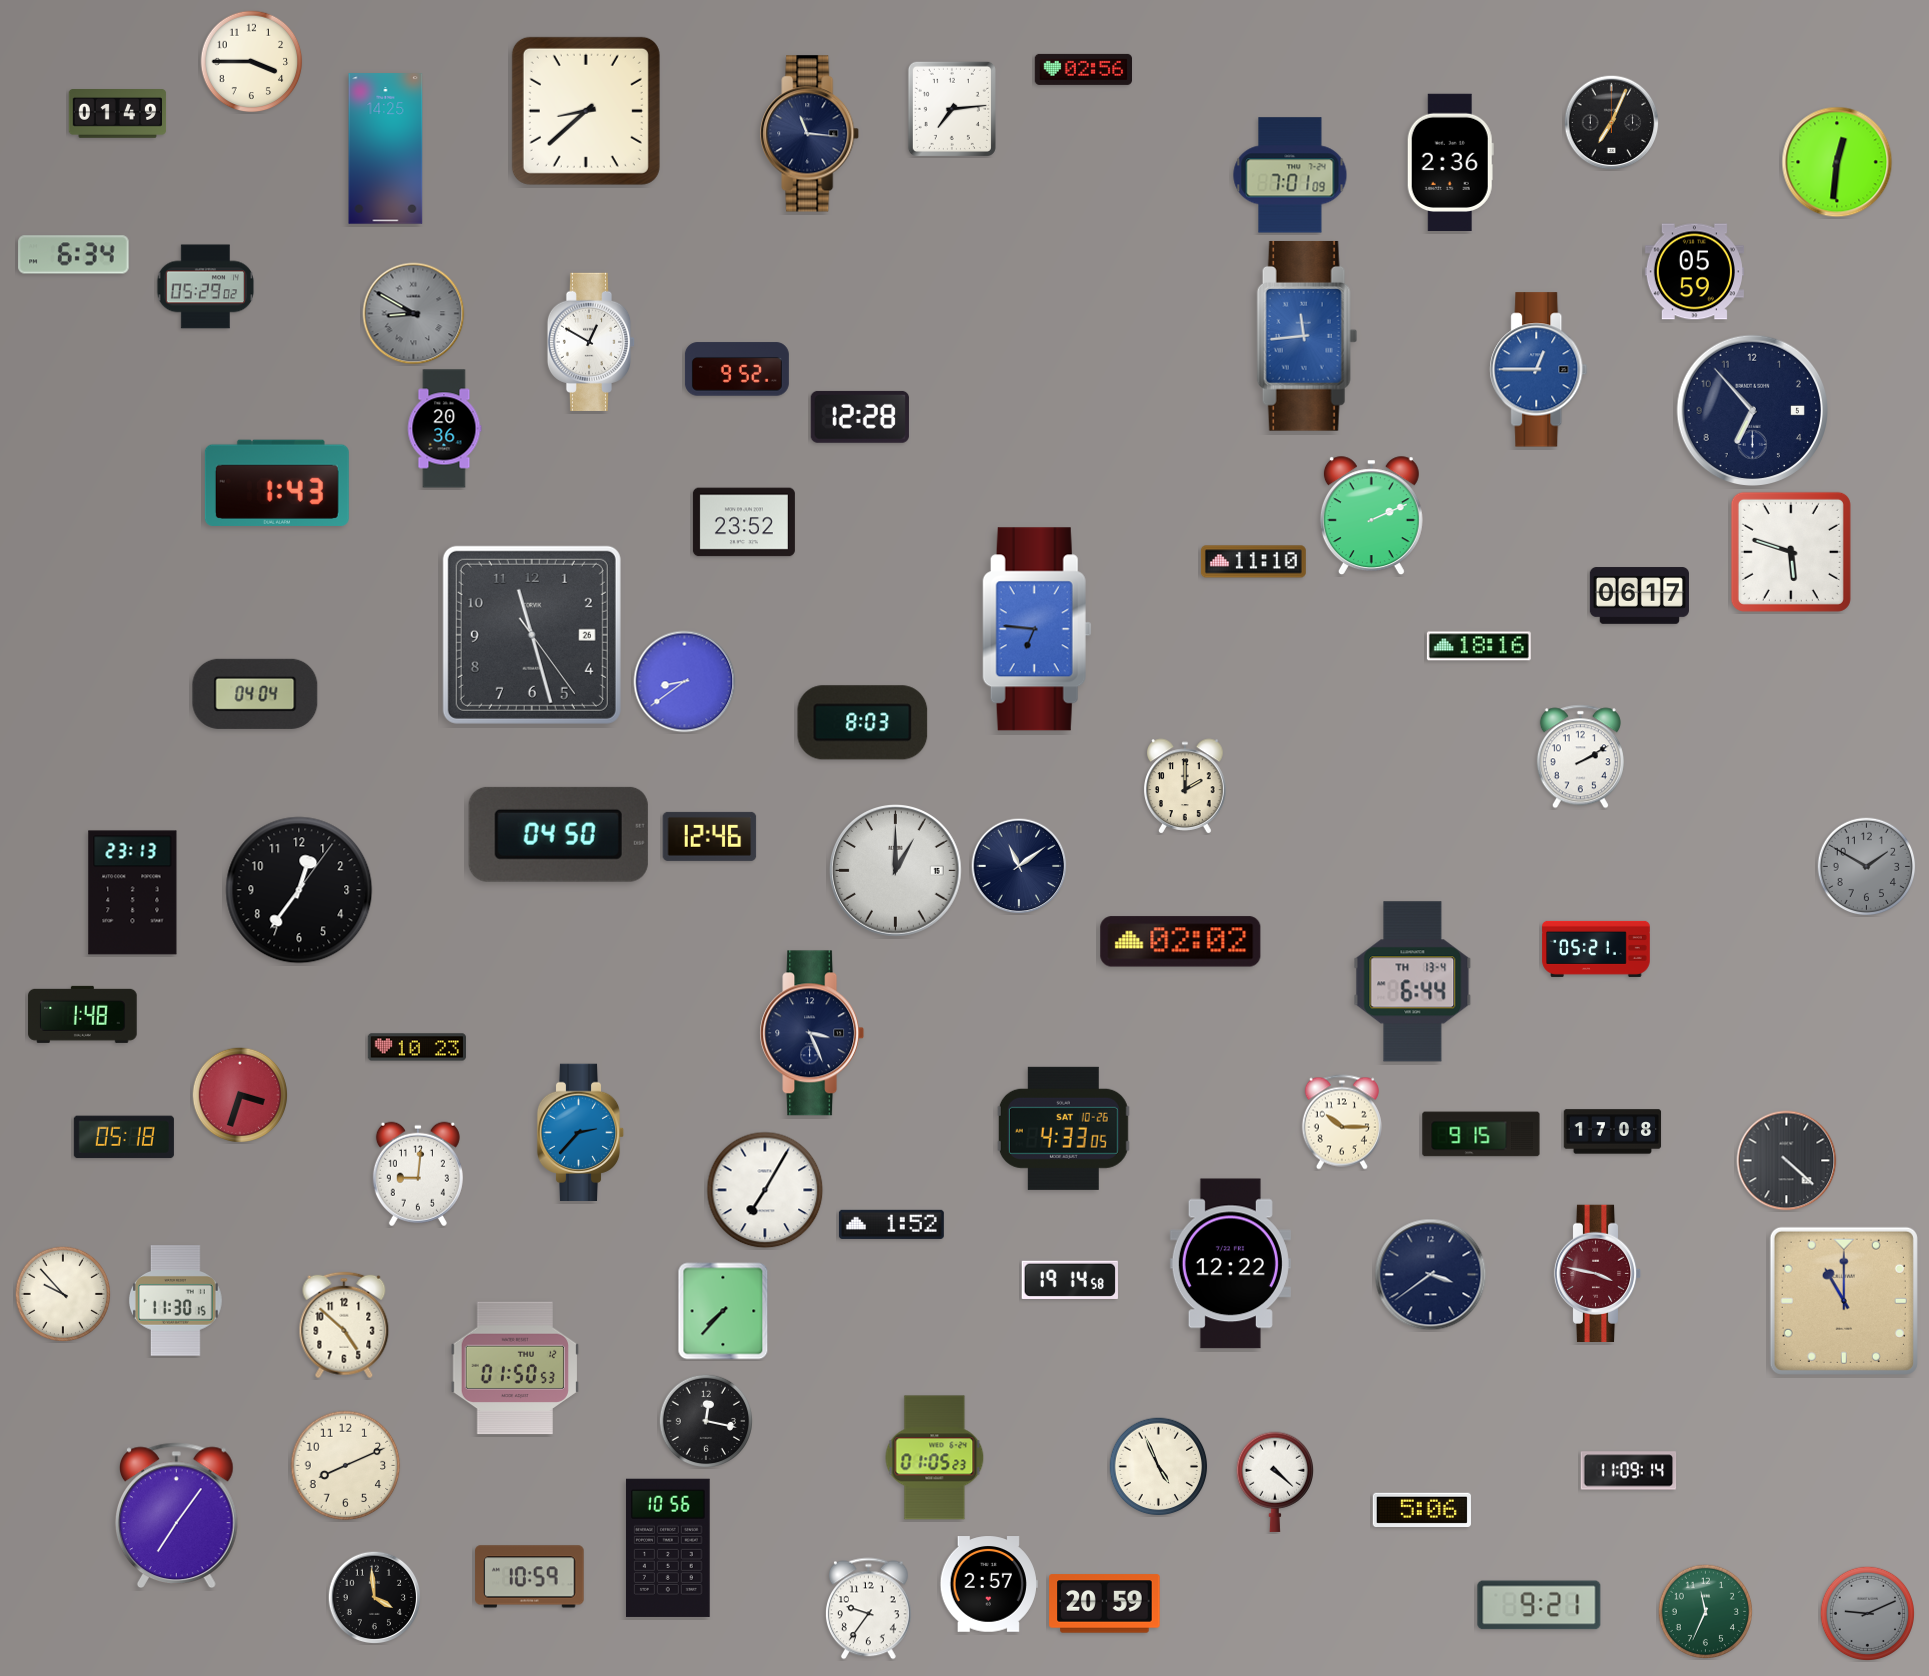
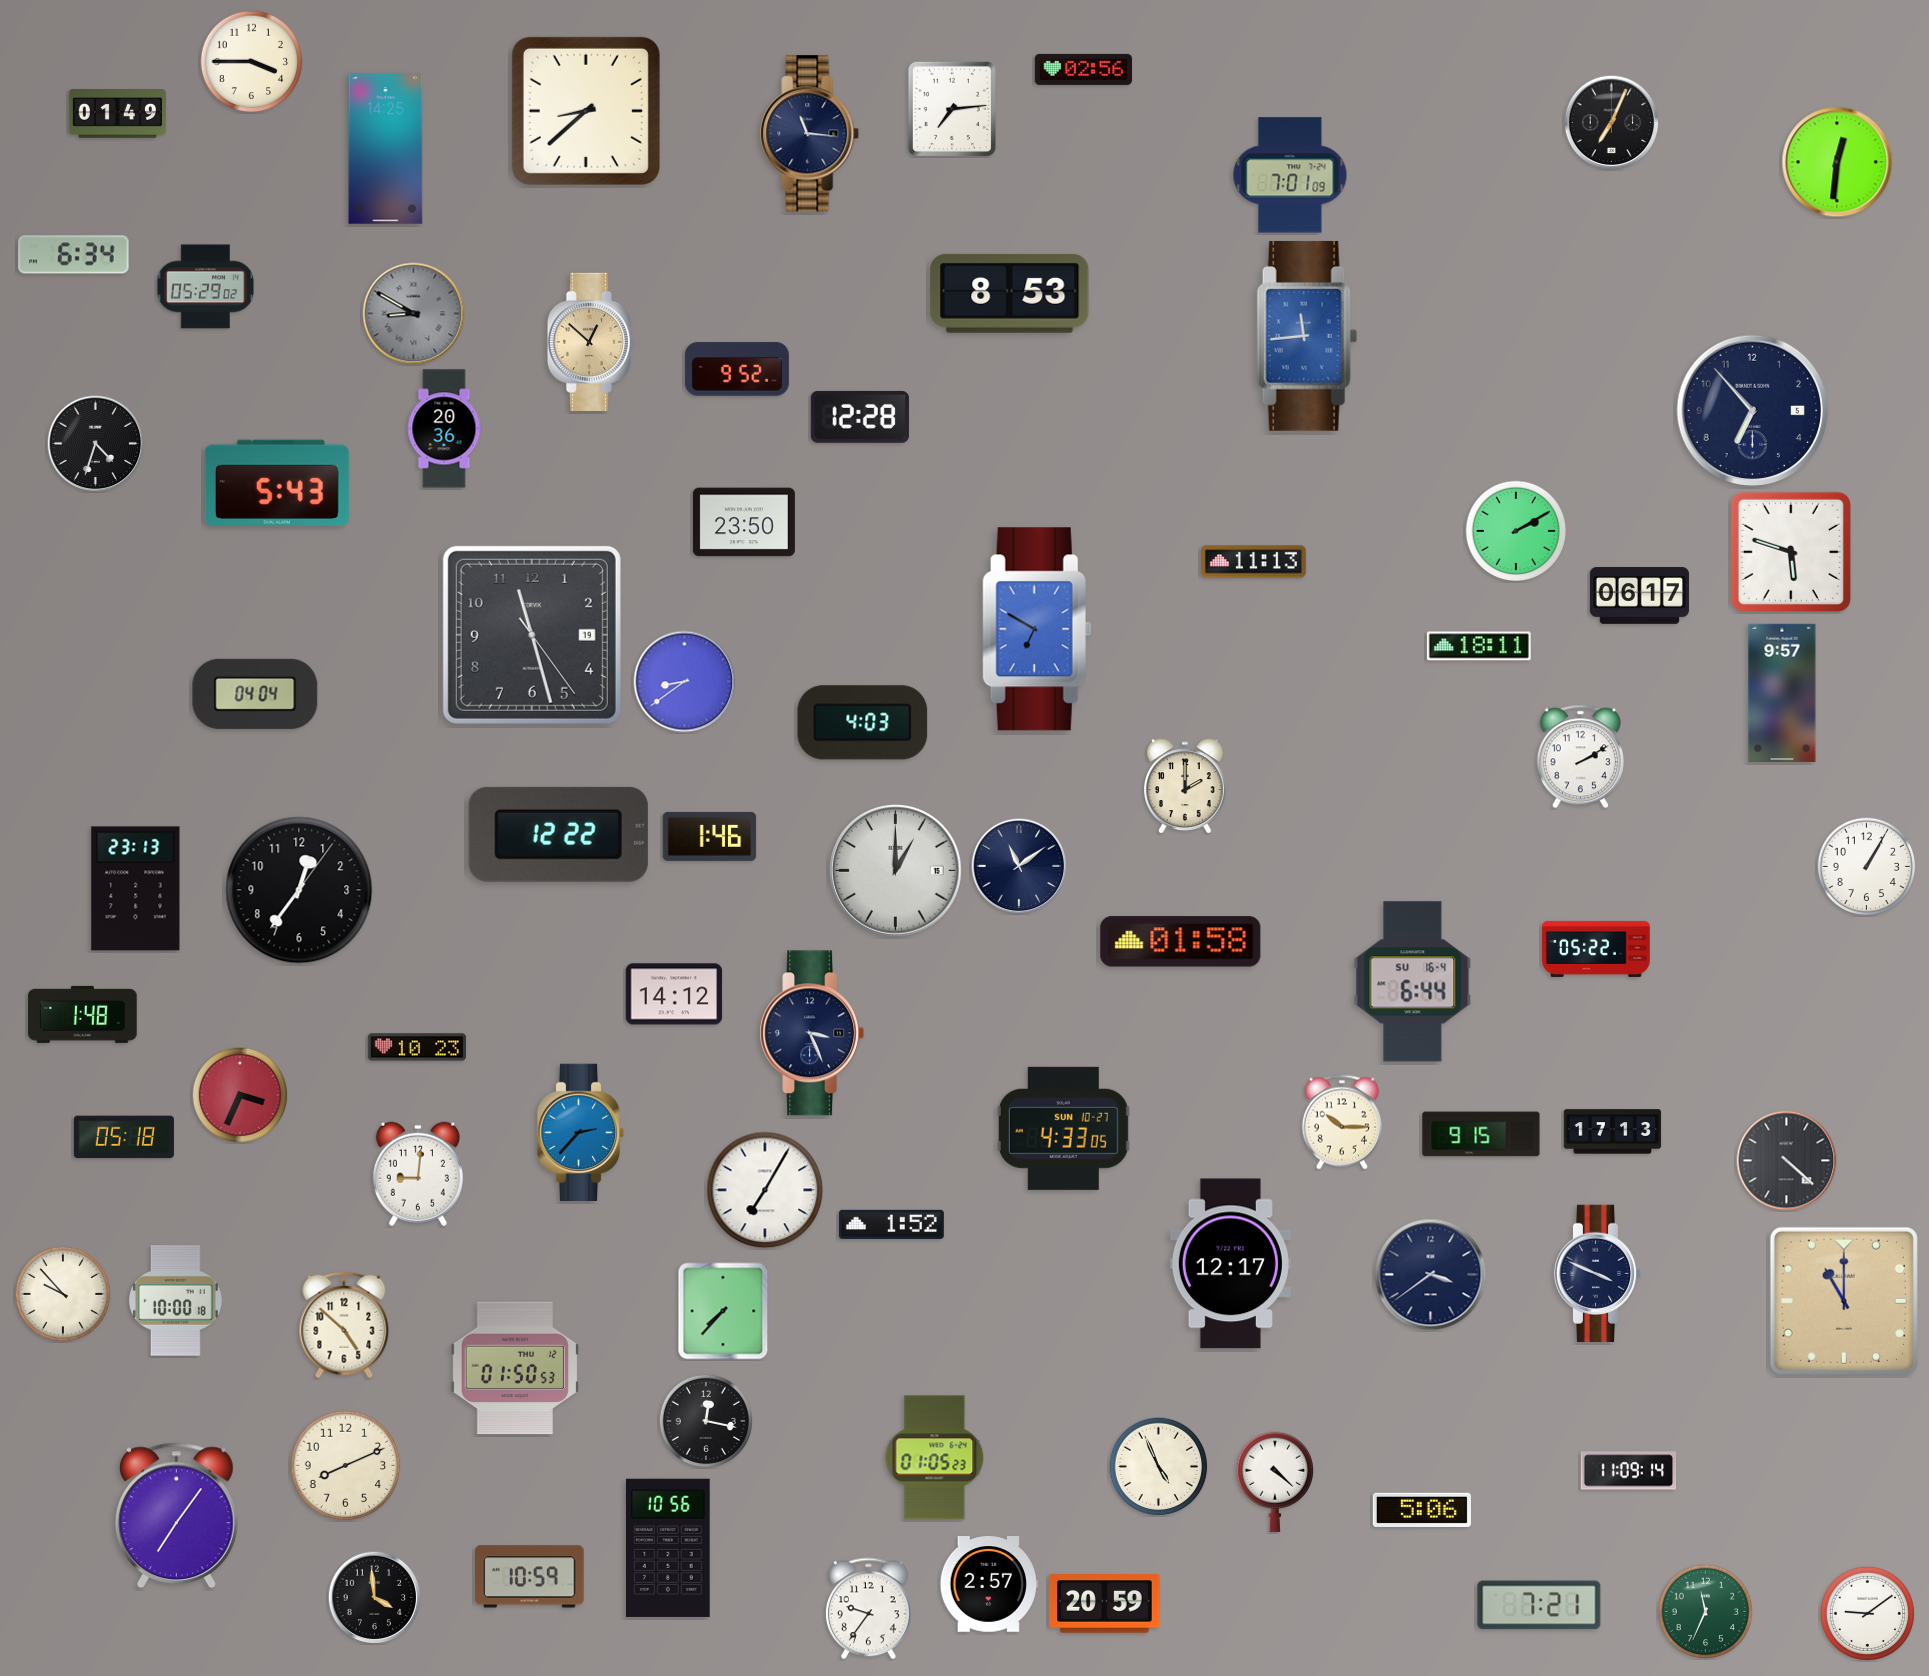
clock at (1450, 162): 2:36 -> none
clock at (1694, 272): 05:59 -> none
clock at (1010, 293): none -> 8:53
clock at (591, 342): 12:50 -> 12:52
clock at (591, 342) dial: white -> champagne
clock at (1539, 370): 12:45 -> none
clock at (96, 444): none -> 4:33
clock at (277, 483): 1:43 -> 5:43
clock at (1371, 516): 2:11 -> none
clock at (744, 522): 23:52 -> 23:50
clock at (1516, 531): none -> 2:10
clock at (1253, 562): 11:10 -> 11:13
clock at (1037, 629): 6:46 -> 6:50
clock at (532, 635) date: 26 -> 19
clock at (1479, 646): 18:16 -> 18:11
clock at (1782, 692): none -> 9:57
clock at (863, 723): 8:03 -> 4:03
clock at (558, 834): 04:50 -> 12:22
clock at (710, 836): 12:46 -> 1:46
clock at (1867, 867): 1:50 -> 1:05
clock at (1867, 867) dial: grey -> white
clock at (133, 893) position: (133, 893) -> (136, 889)
clock at (1181, 942): 02:02 -> 01:58
clock at (1596, 949): 05:21 -> 05:22
clock at (1413, 982) date: TH 13-4 -> SU 16-4
clock at (674, 994): none -> 14:12
clock at (240, 1095): 3:33 -> 3:34
clock at (1063, 1128) date: SAT 10-26 -> SUN 10-27
clock at (1613, 1132): 17:08 -> 17:13
clock at (1230, 1264): 12:22 -> 12:17
clock at (1598, 1273): 3:47 -> 3:49
clock at (1598, 1273) dial: burgundy -> navy
clock at (1069, 1279): 19:14 -> none
clock at (175, 1301): 11:30 -> 10:00
clock at (1539, 1605): 9:21 -> 7:21
clock at (1867, 1613): 9:11 -> 9:09
clock at (1867, 1613) dial: grey -> white
